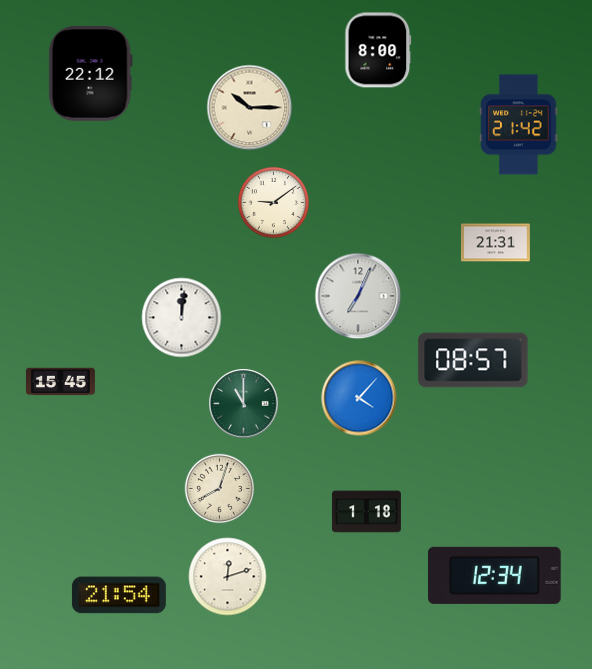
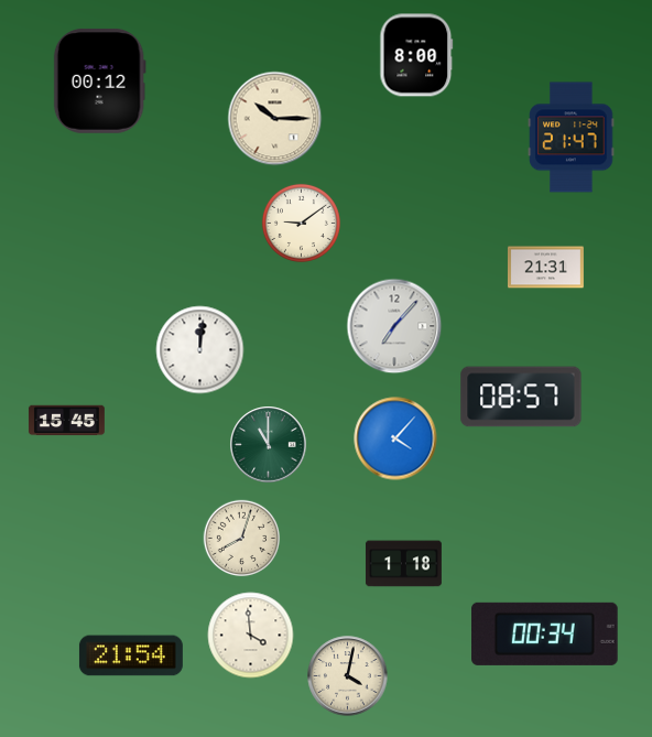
clock at (90, 73): 22:12 -> 00:12
clock at (519, 125): 21:42 -> 21:47
clock at (358, 296): 7:04 -> 7:07
clock at (495, 575): 12:34 -> 00:34
clock at (228, 577): 12:12 -> 3:59
clock at (348, 676): none -> 4:02
